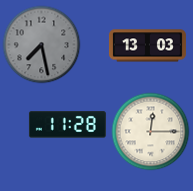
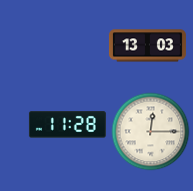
clock at (41, 44): 7:28 -> none
